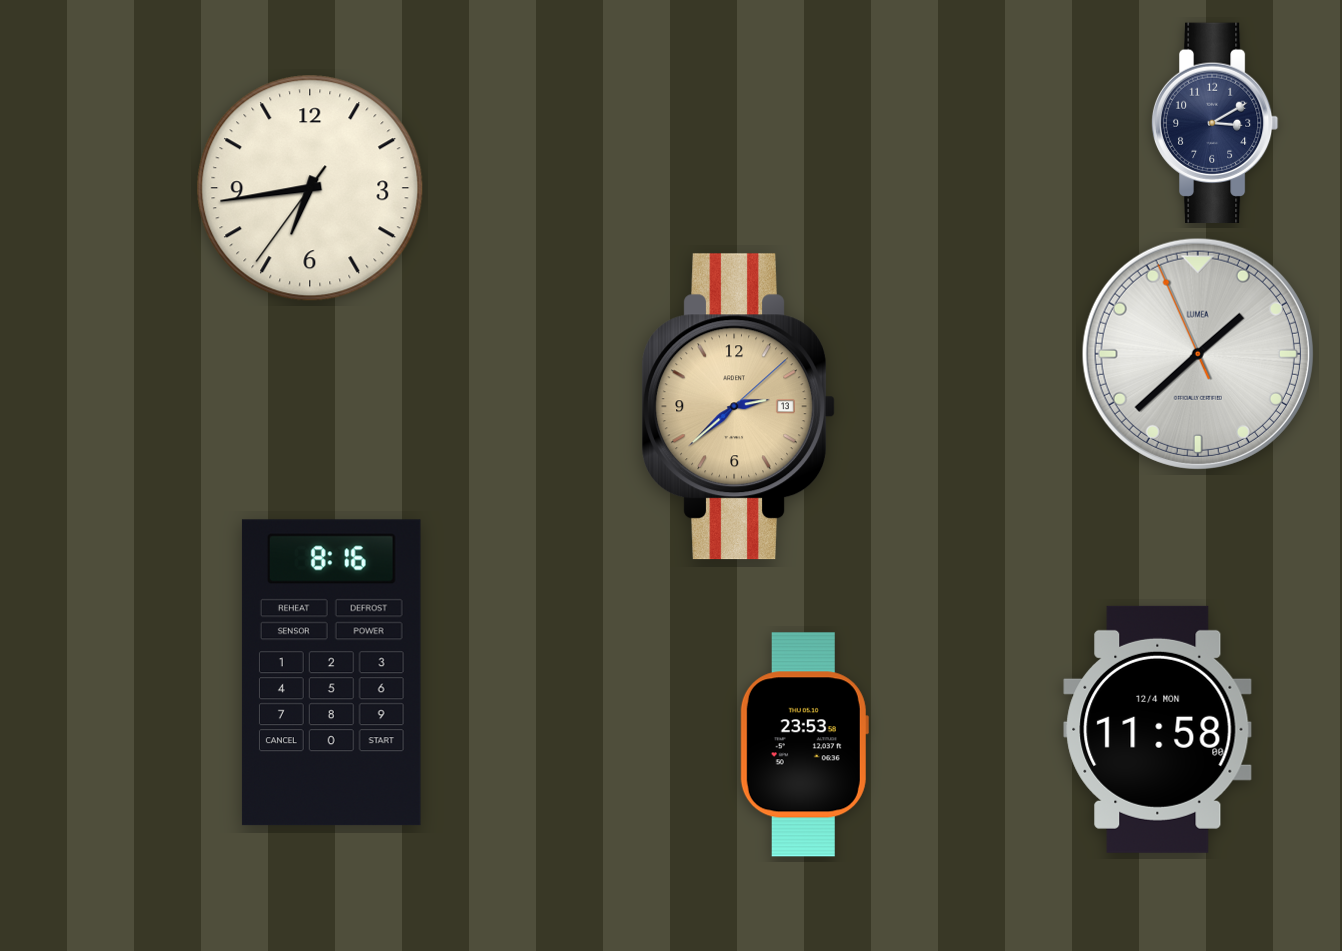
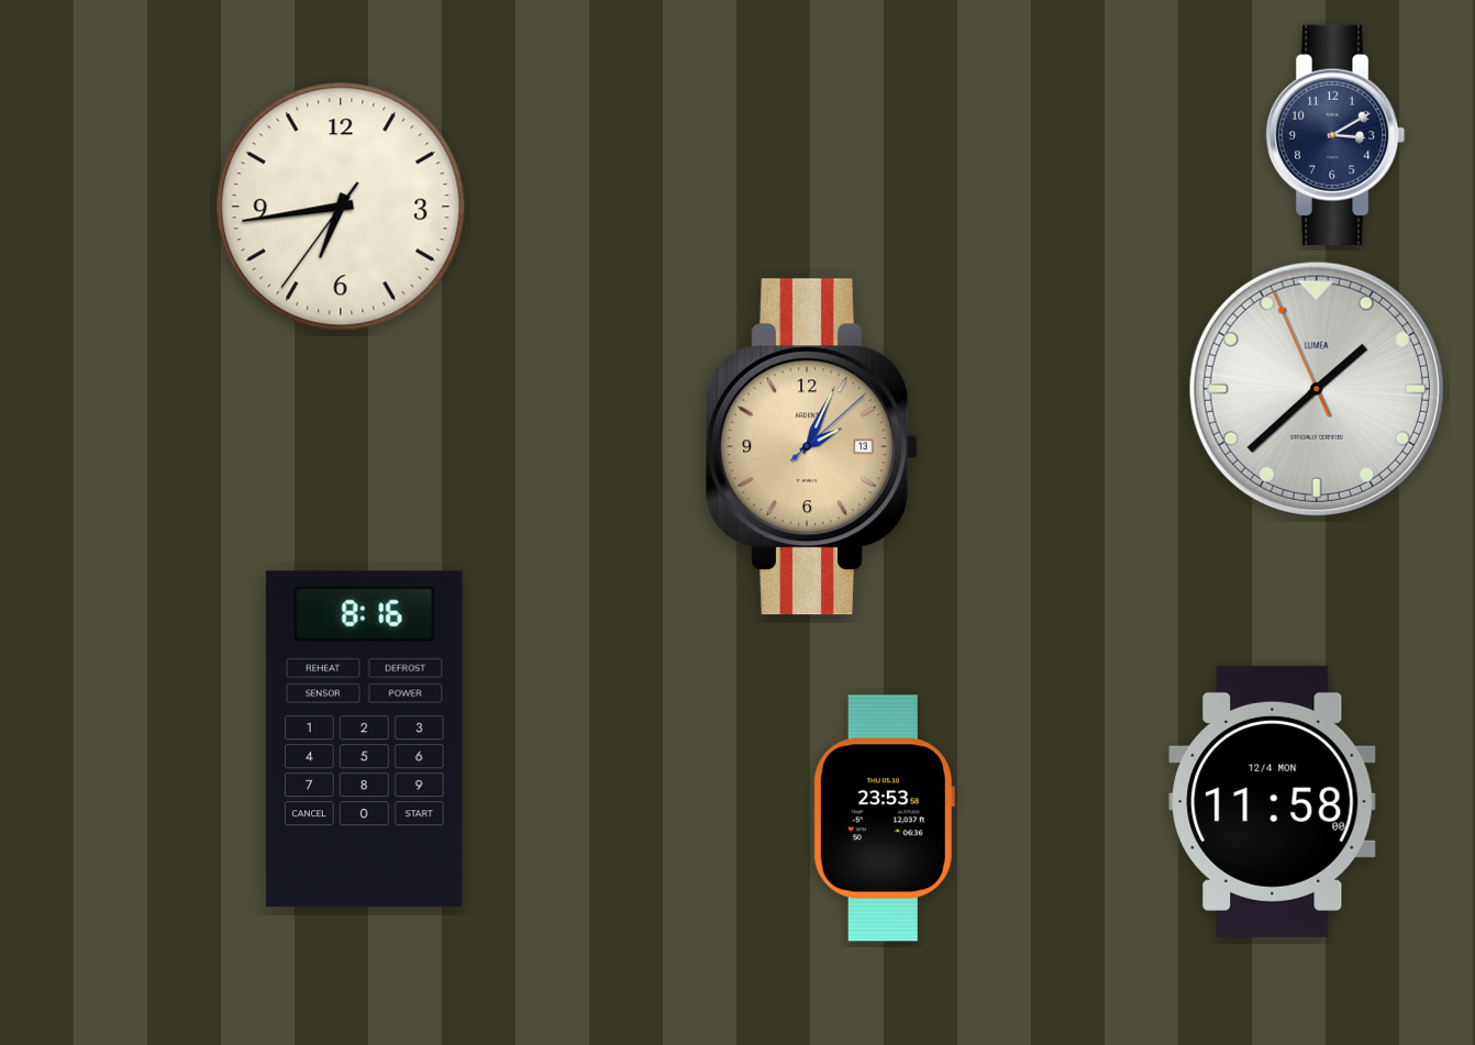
clock at (738, 407): 2:38 -> 2:04
